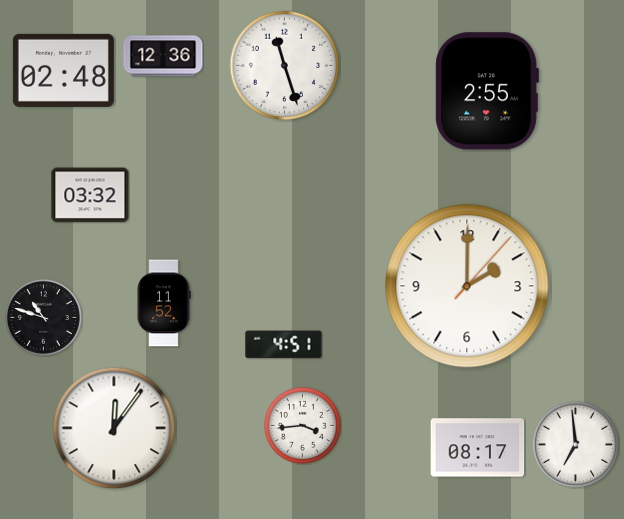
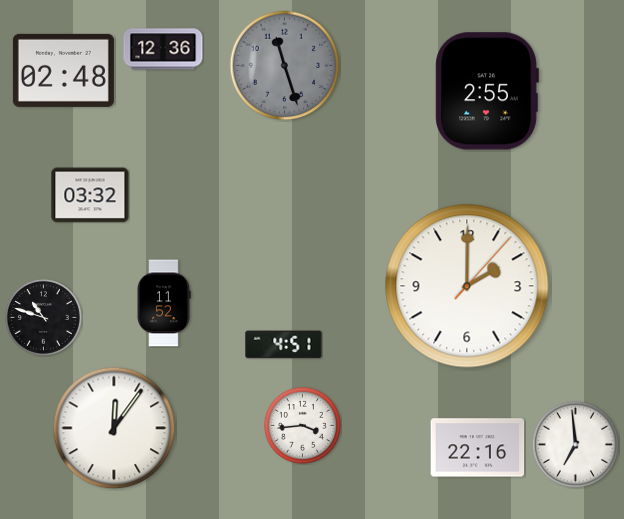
clock at (163, 56) position: (163, 56) -> (163, 49)
clock at (285, 66) dial: white -> grey
clock at (478, 448): 08:17 -> 22:16
